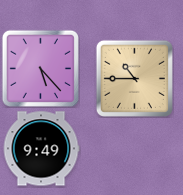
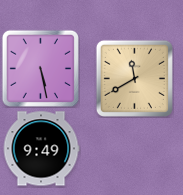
clock at (40, 68): 5:23 -> 5:28
clock at (134, 78): 10:45 -> 11:40
